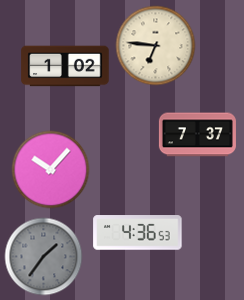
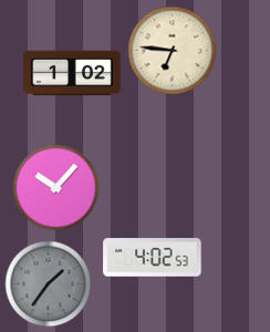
clock at (197, 135): 7:37 -> none
clock at (138, 233): 4:36 -> 4:02
